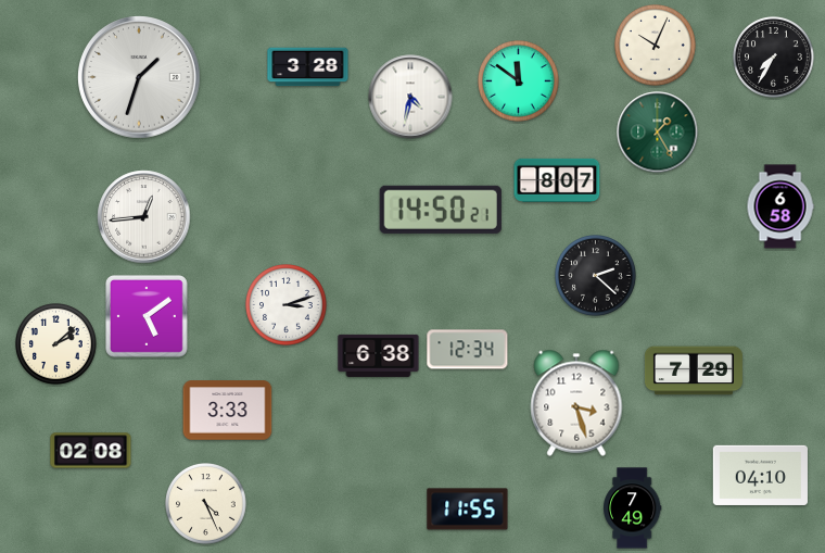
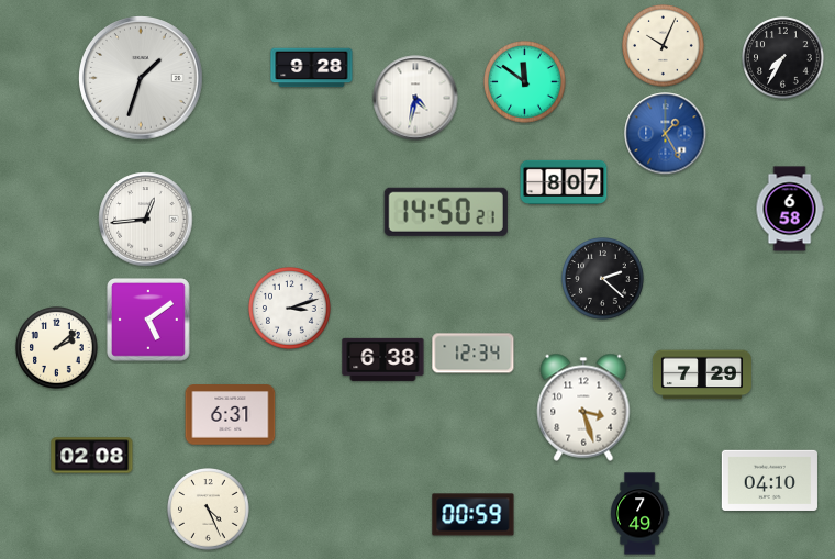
clock at (308, 67): 3:28 -> 9:28
clock at (658, 133) dial: green -> blue
clock at (228, 411): 3:33 -> 6:31
clock at (468, 510): 11:55 -> 00:59
